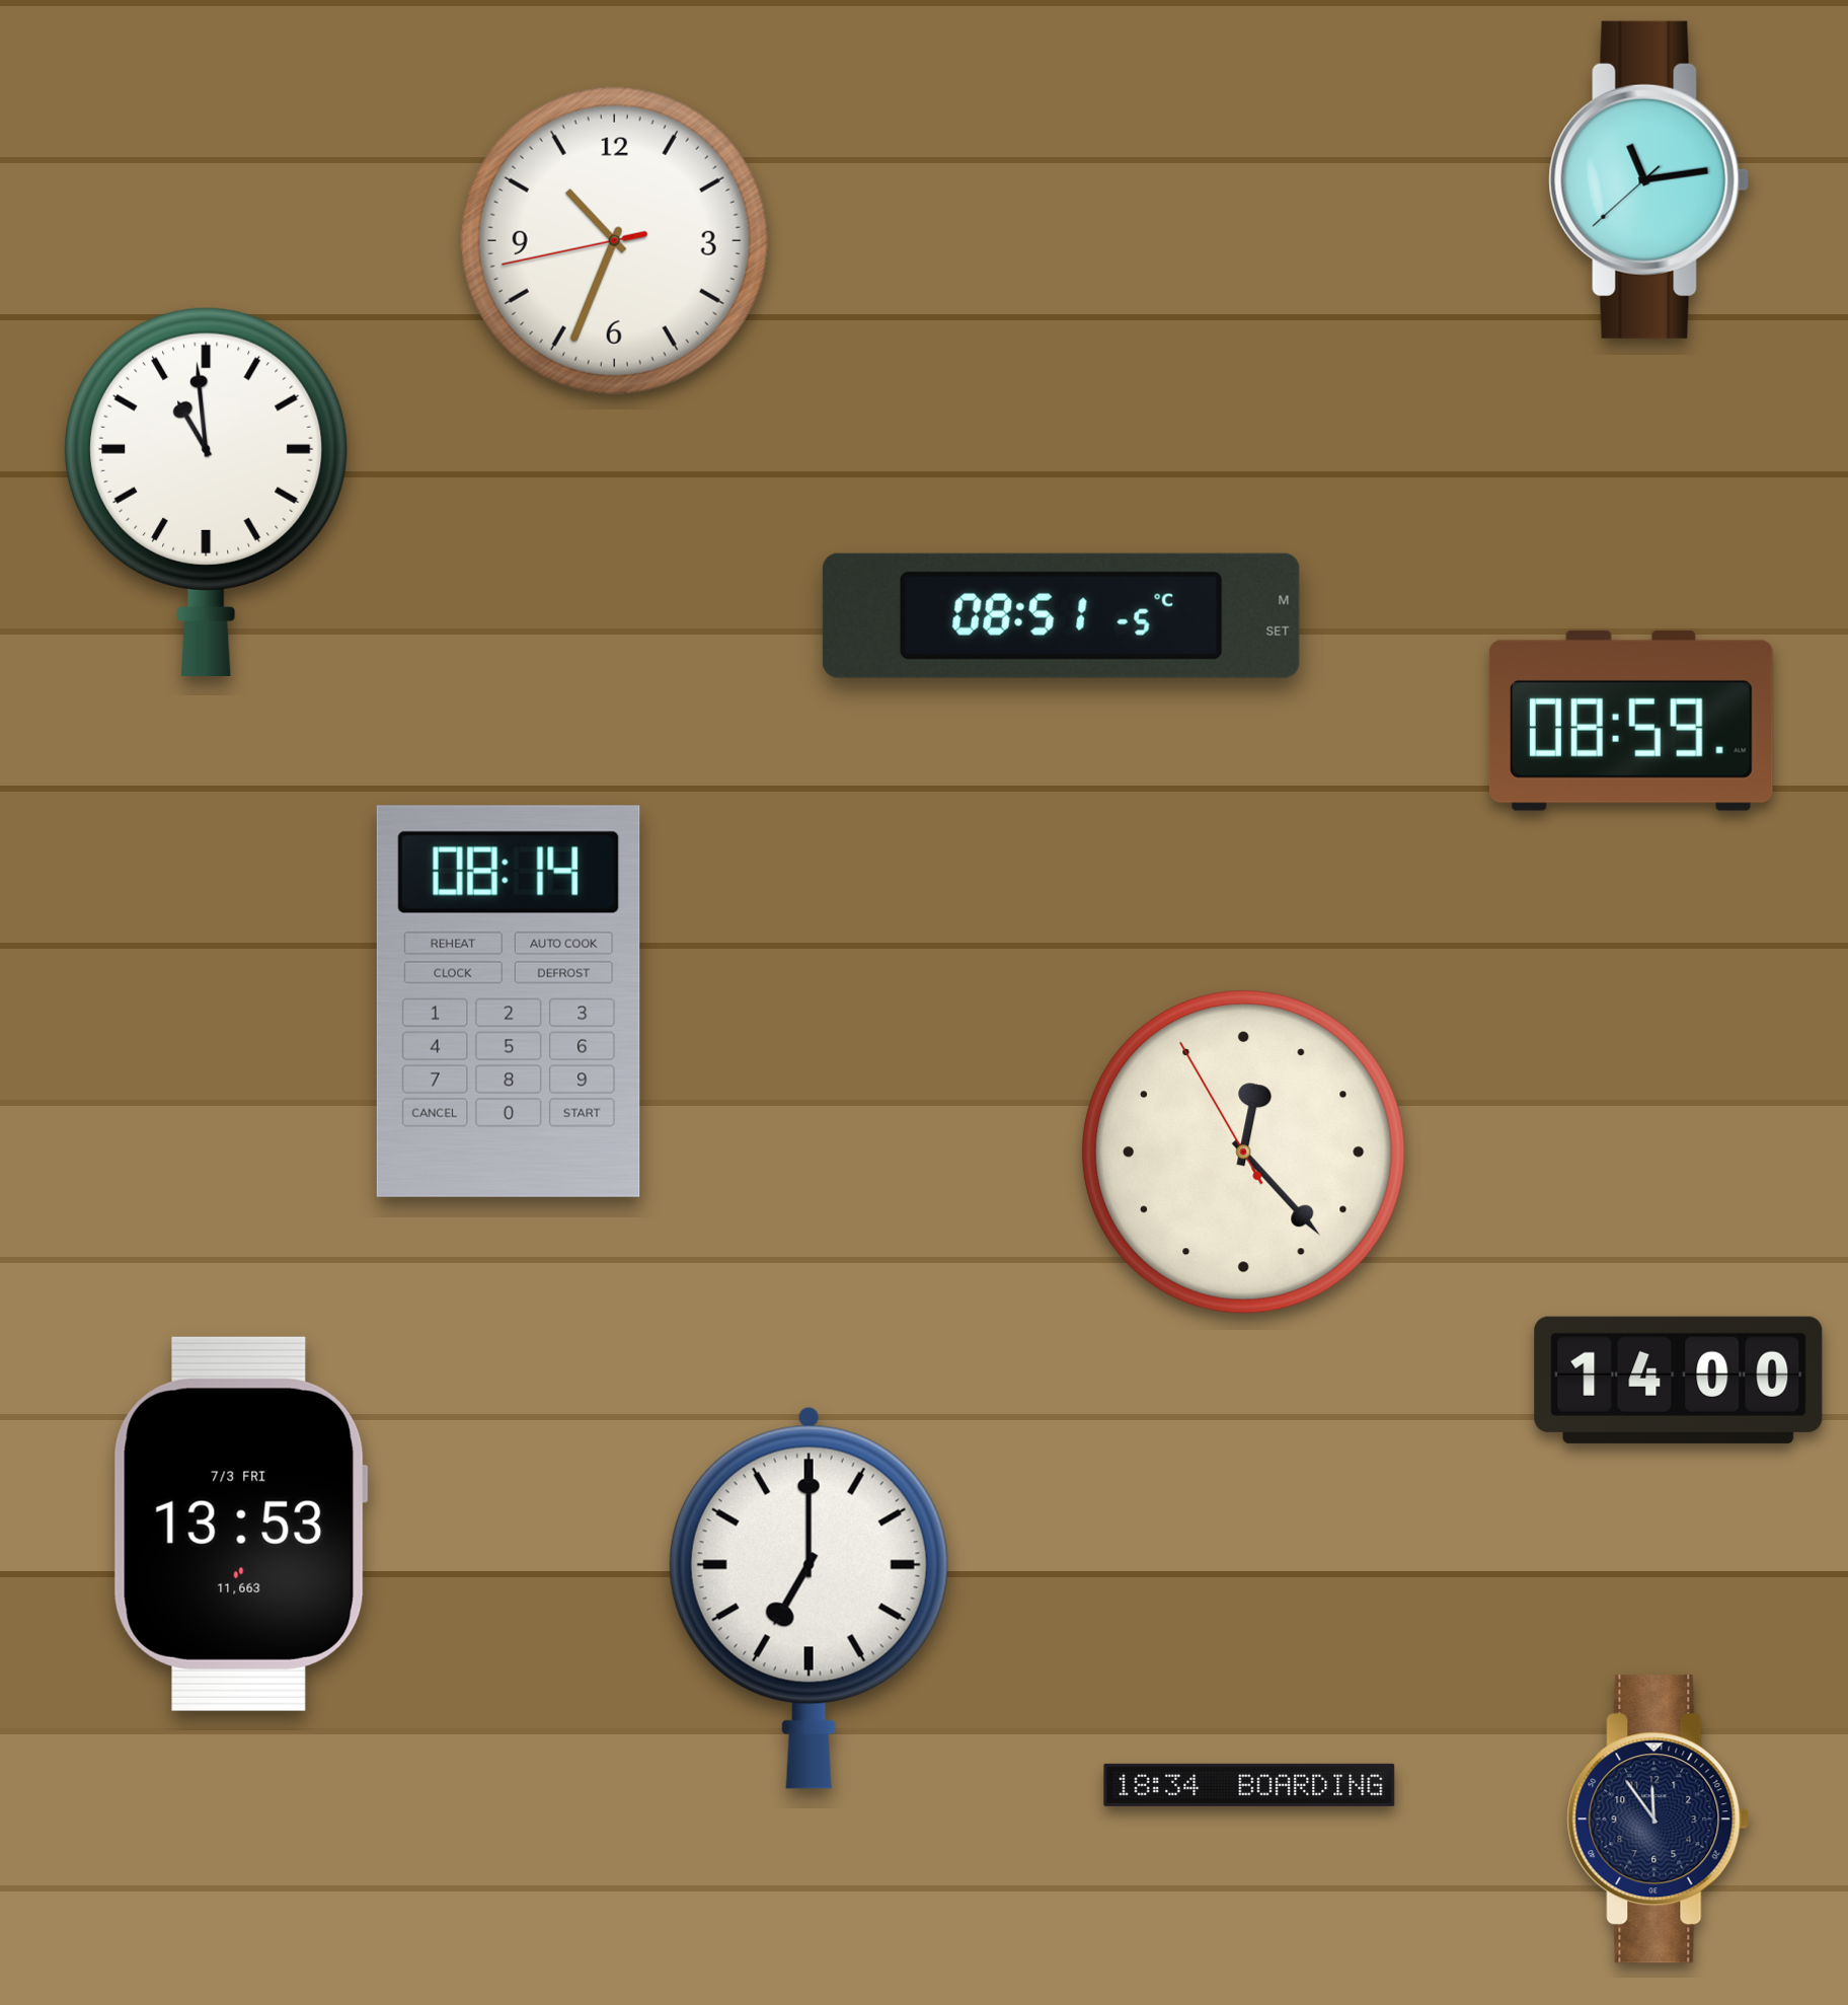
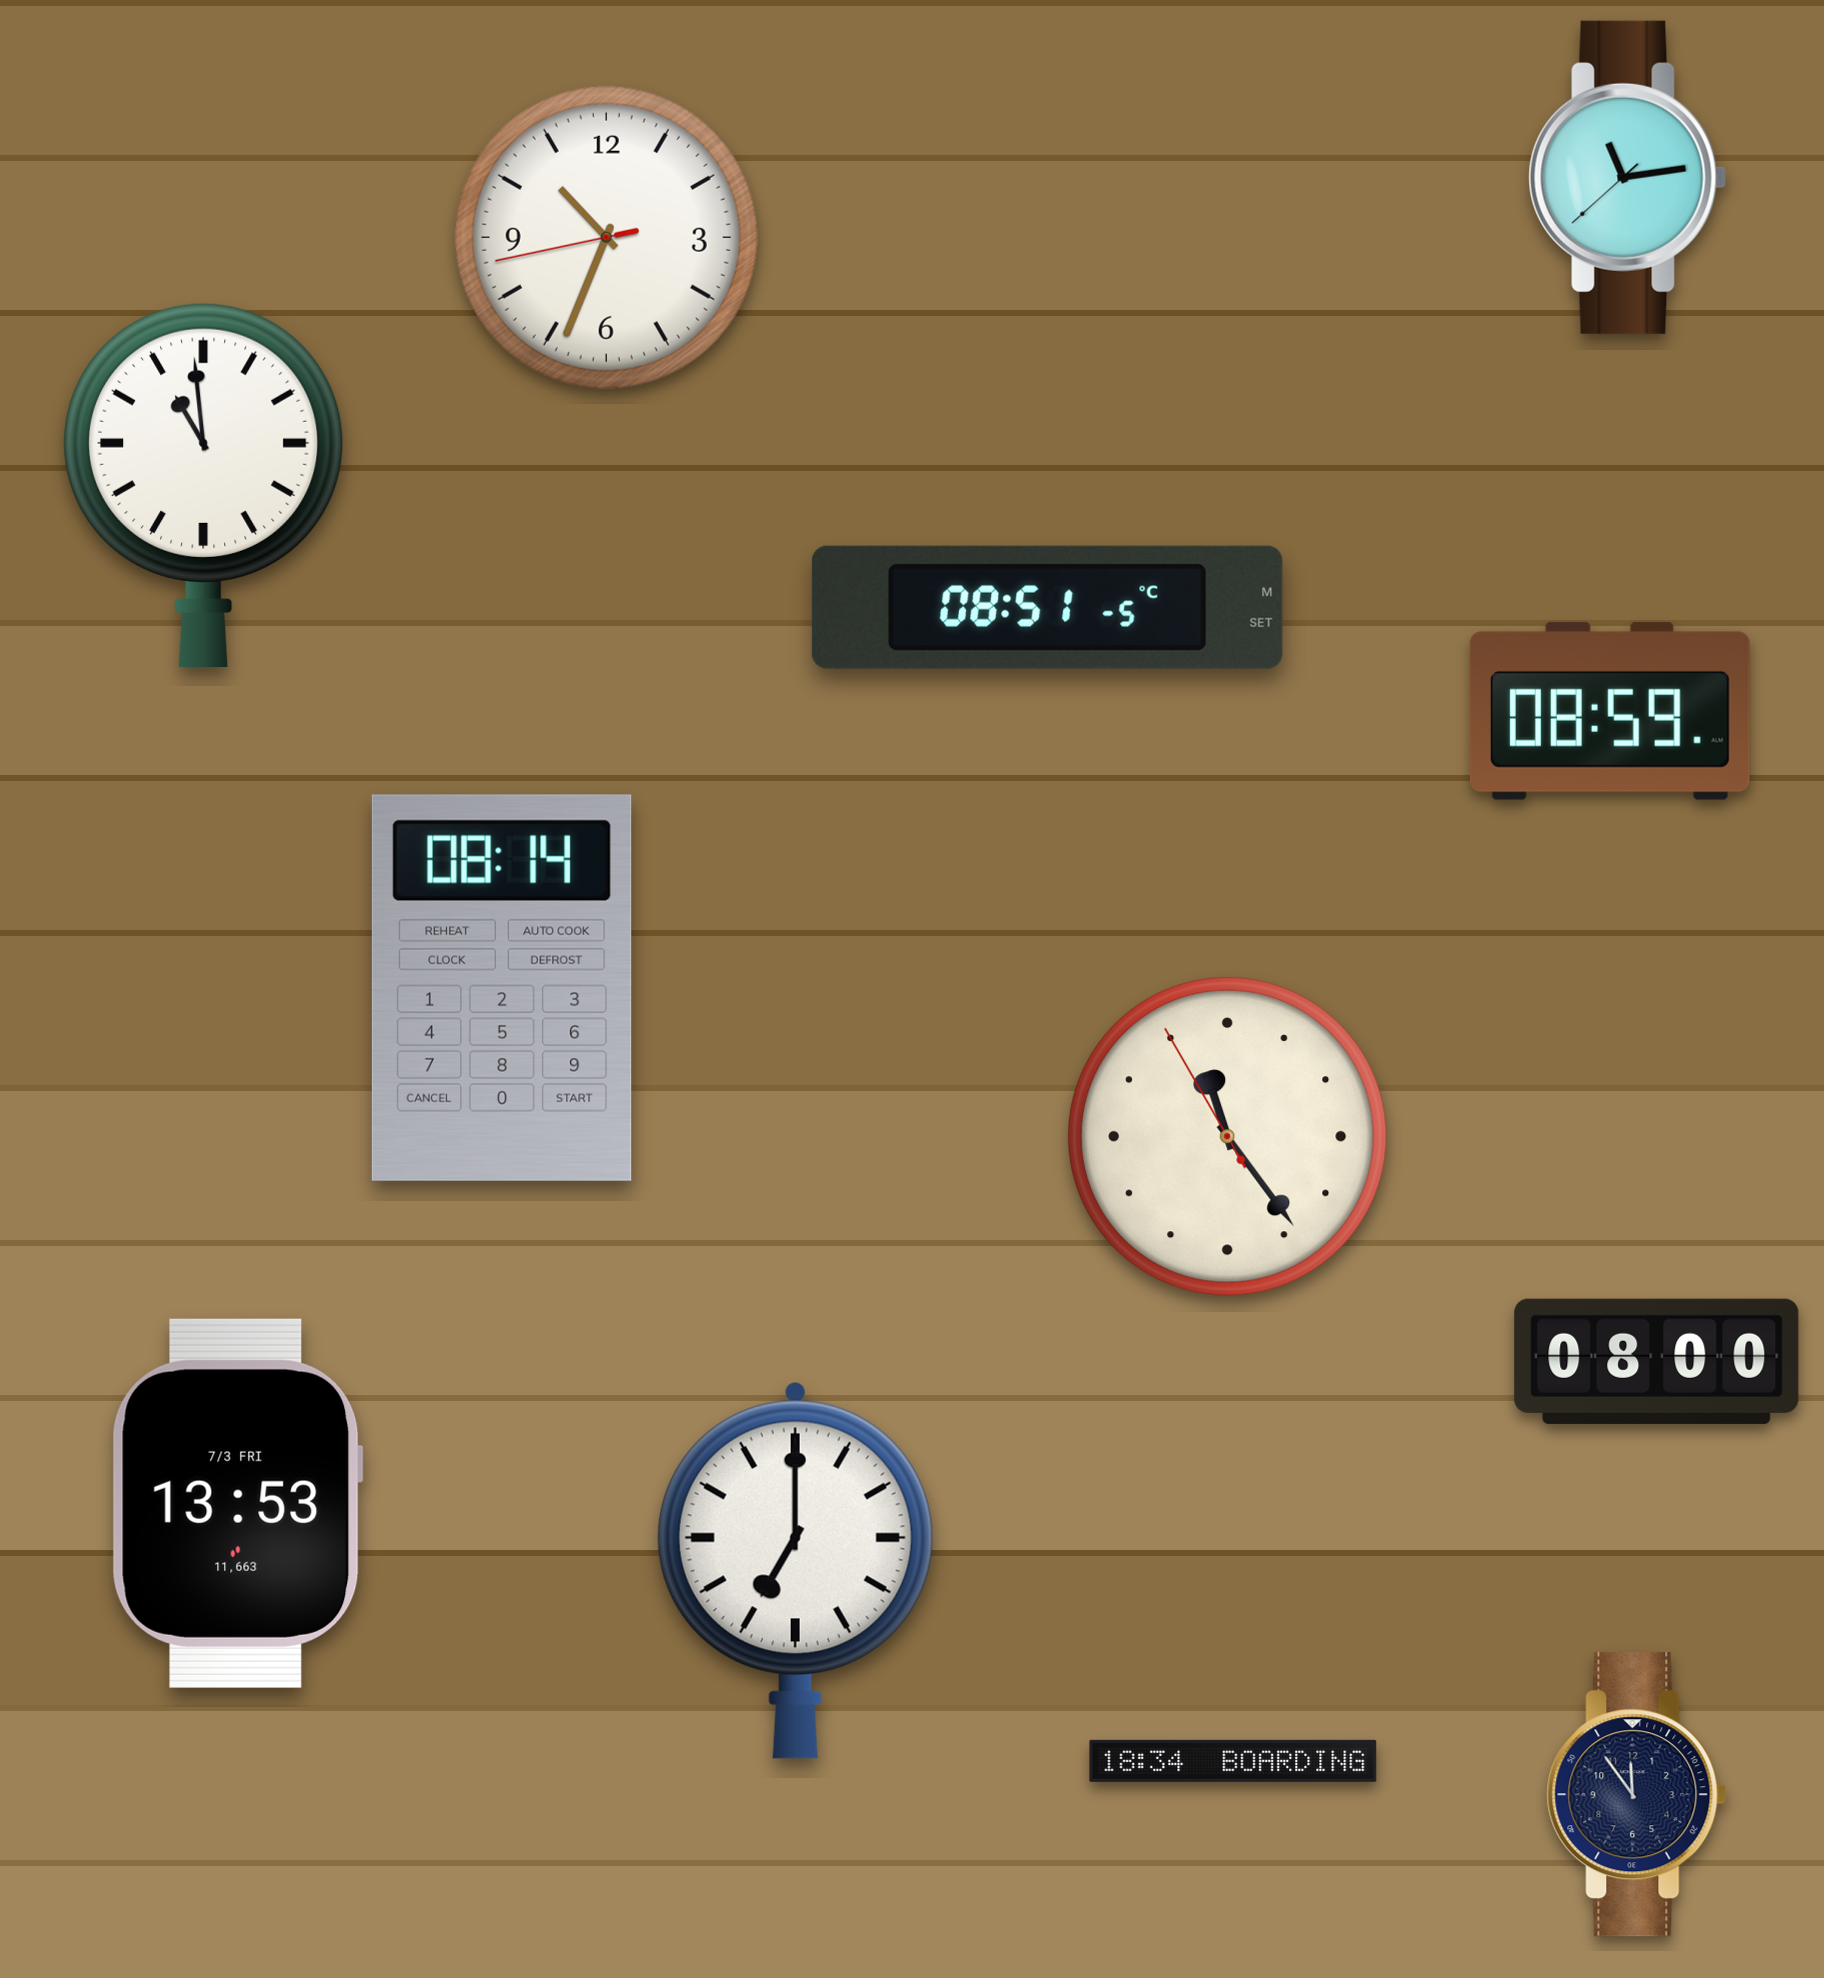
clock at (1244, 1153): 12:22 -> 11:23
clock at (1679, 1380): 14:00 -> 08:00
clock at (808, 1598) position: (808, 1598) -> (795, 1570)
